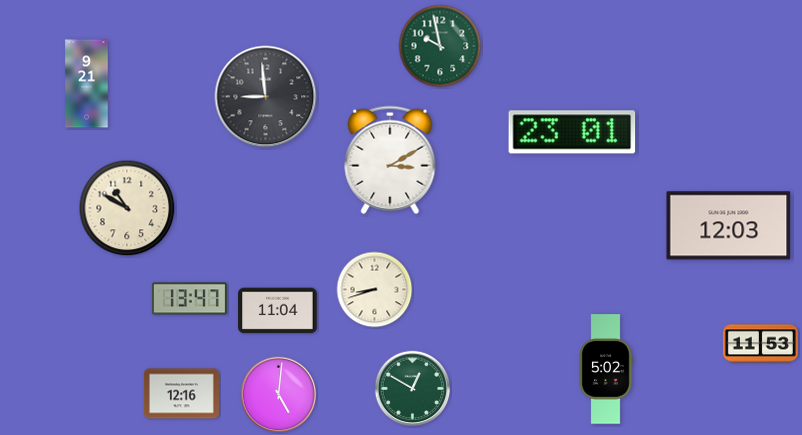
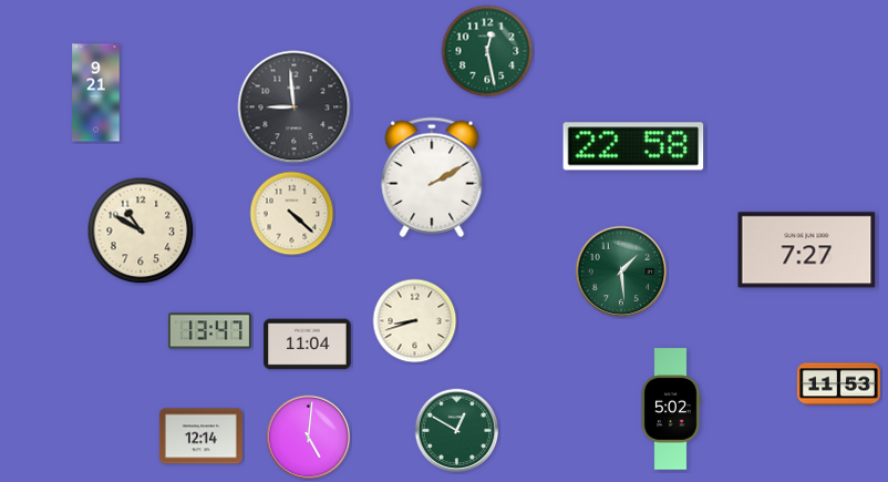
clock at (440, 46): 9:58 -> 12:28
clock at (572, 132): 23:01 -> 22:58
clock at (390, 160): 3:10 -> 2:10
clock at (292, 214): none -> 4:22
clock at (729, 226): 12:03 -> 7:27
clock at (621, 271): none -> 1:29
clock at (760, 344) position: (760, 344) -> (838, 384)
clock at (181, 394): 12:16 -> 12:14
